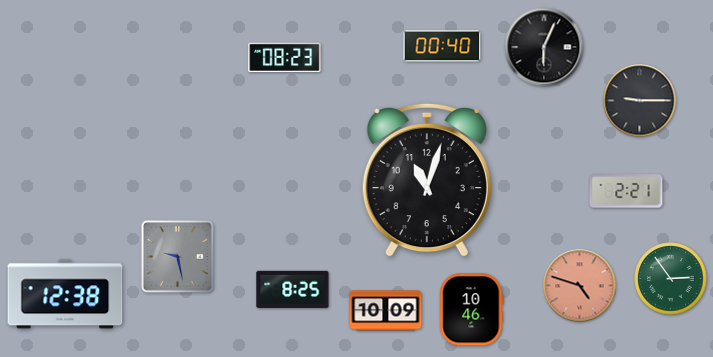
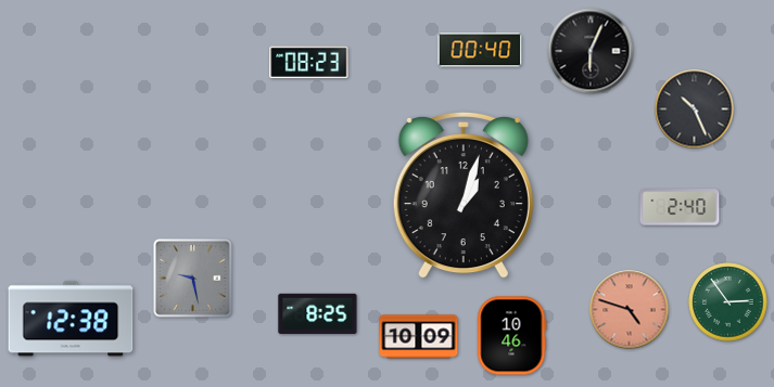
clock at (640, 101): 9:15 -> 10:26
clock at (427, 180): 11:03 -> 1:03
clock at (626, 191): 2:21 -> 2:40
